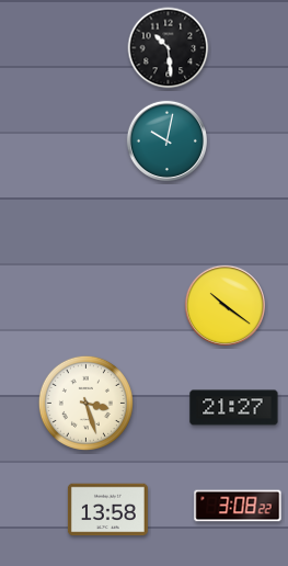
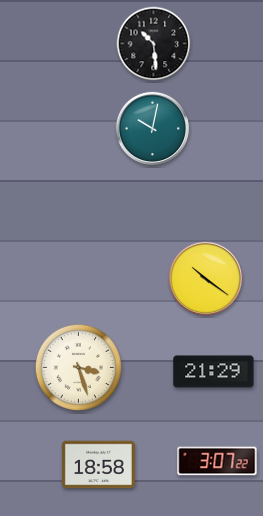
clock at (234, 408): 21:27 -> 21:29
clock at (238, 506): 3:08 -> 3:07
clock at (107, 510): 13:58 -> 18:58
